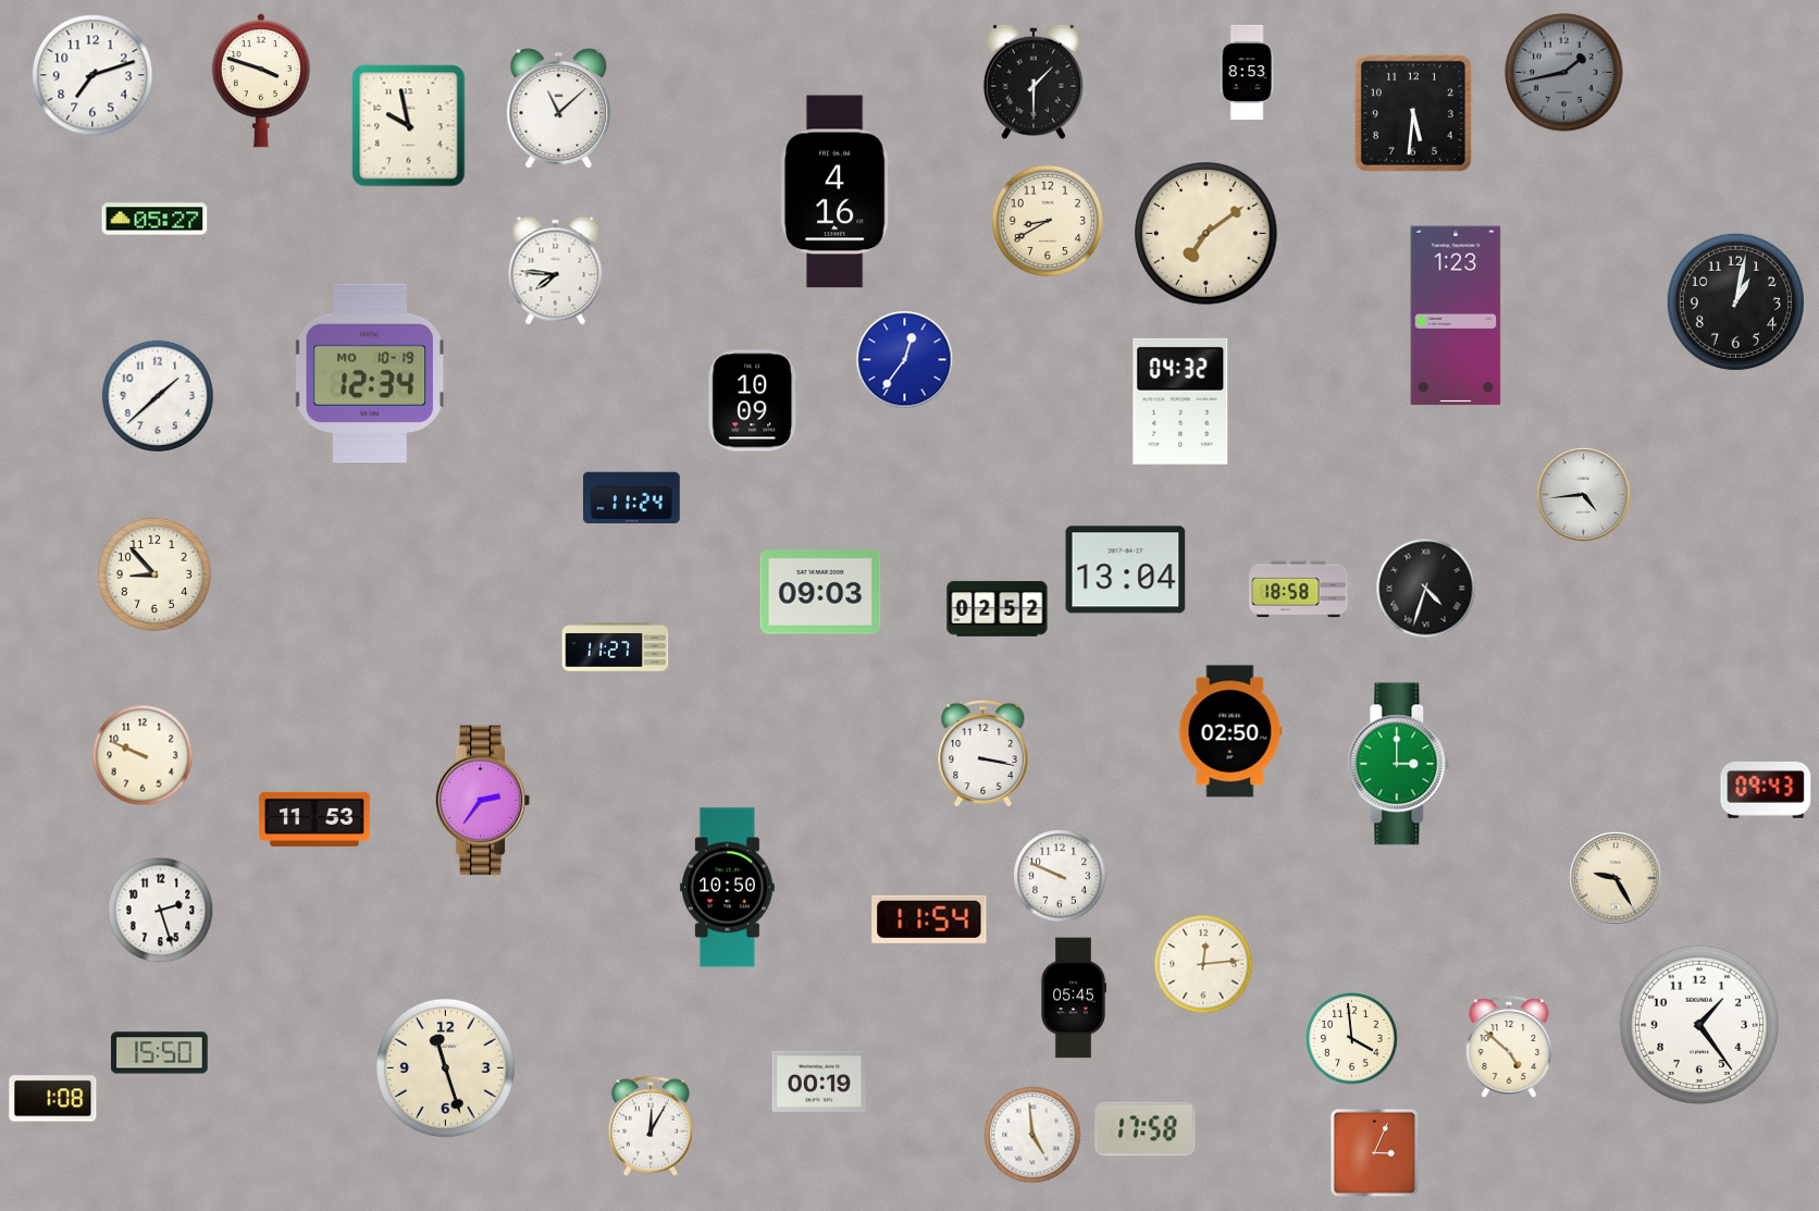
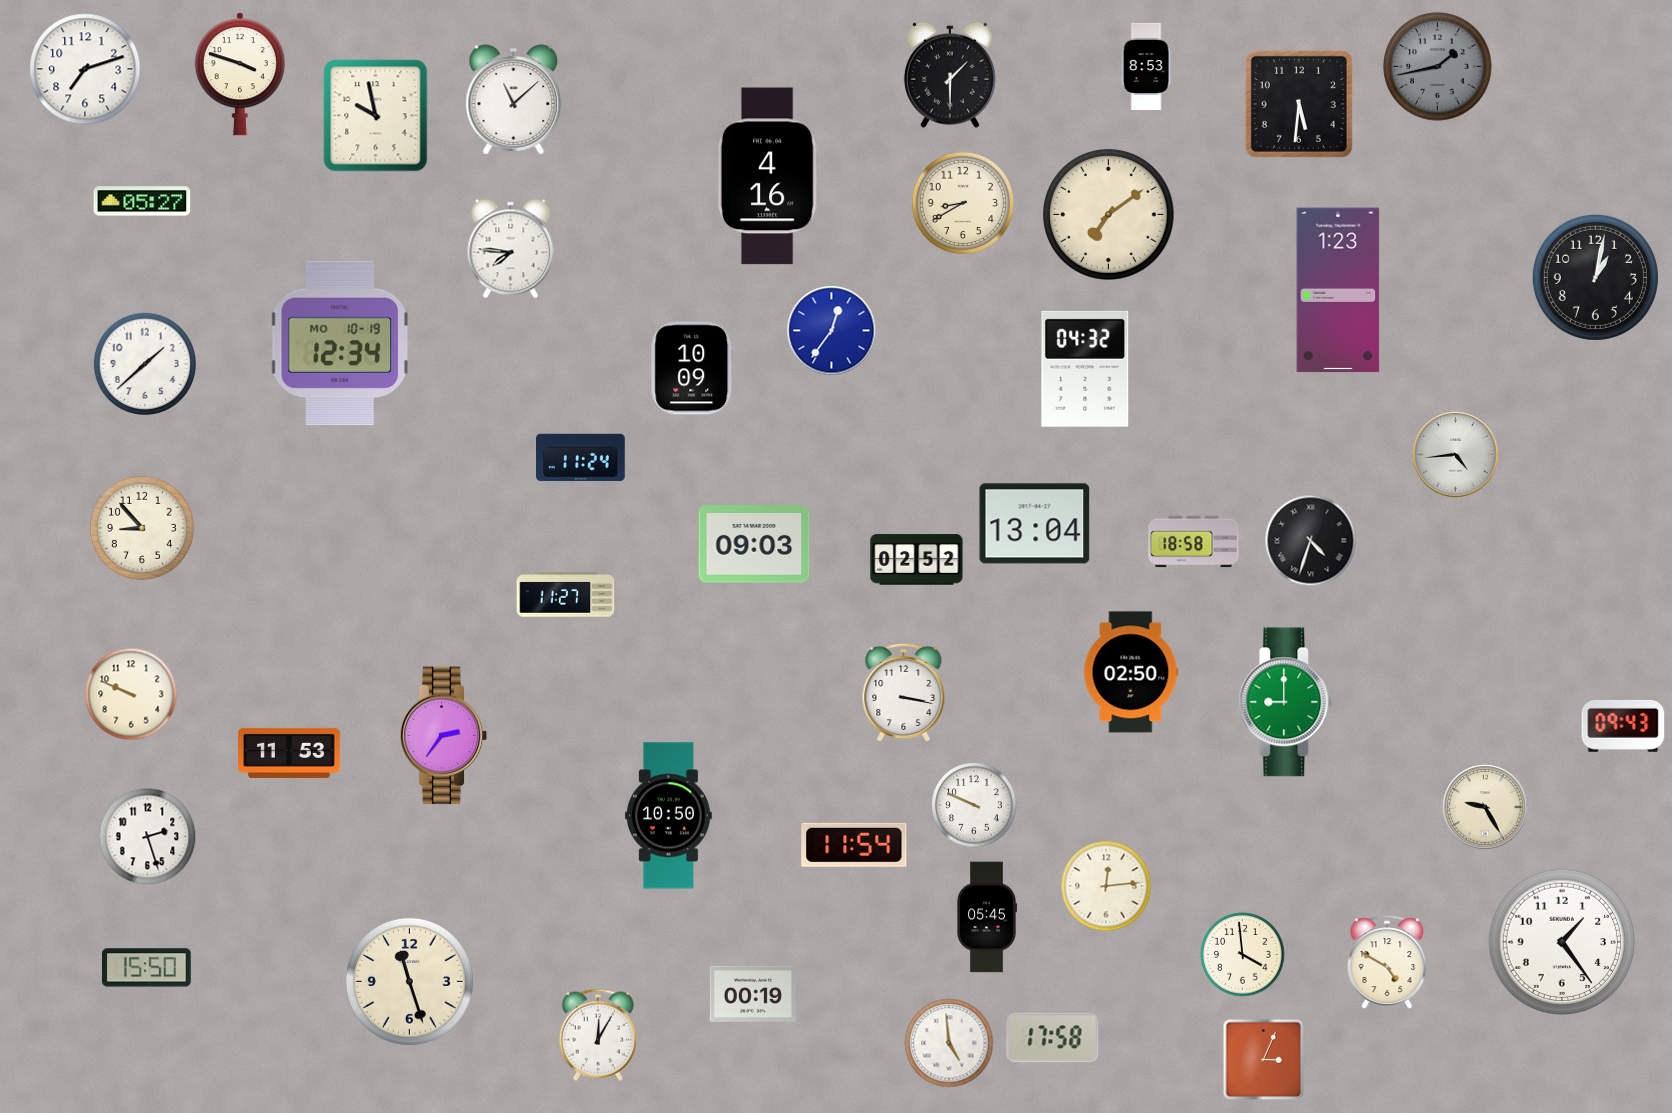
clock at (1399, 764): 3:00 -> 9:00
clock at (1509, 1047): 4:52 -> 4:50
clock at (53, 1099): 1:08 -> none
